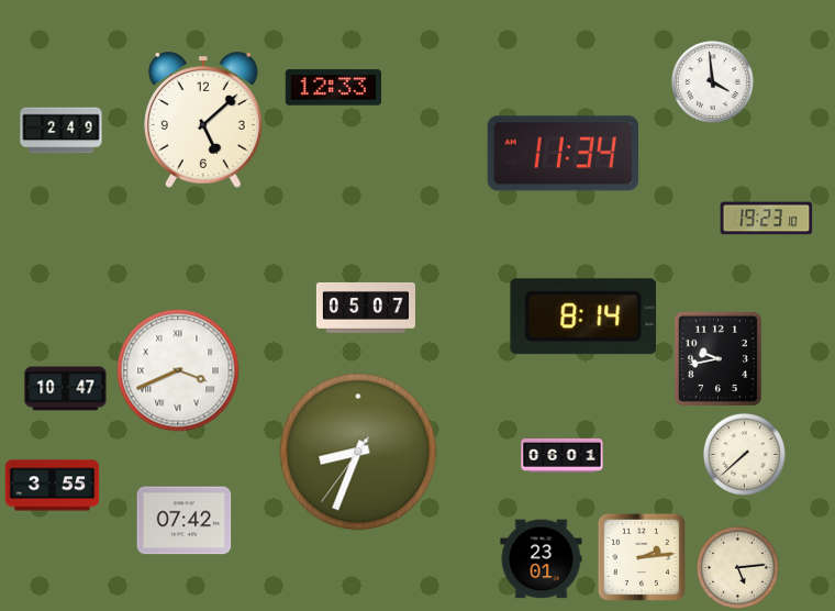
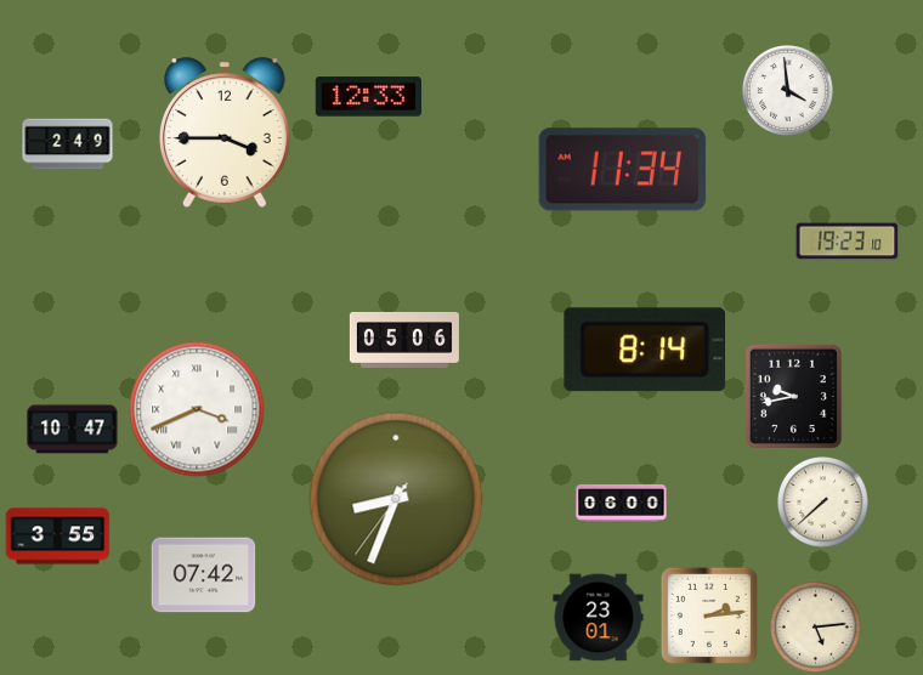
clock at (203, 120): 5:08 -> 3:45
clock at (366, 308): 05:07 -> 05:06
clock at (563, 456): 06:01 -> 06:00
